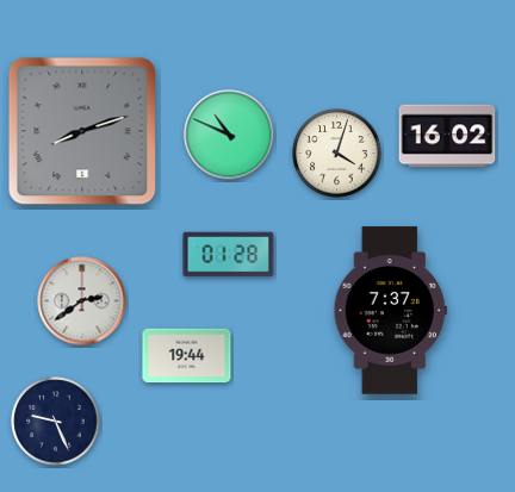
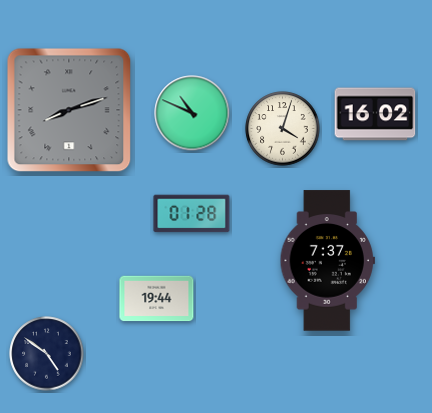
clock at (82, 301): 2:39 -> none
clock at (56, 422): 9:26 -> 4:51
